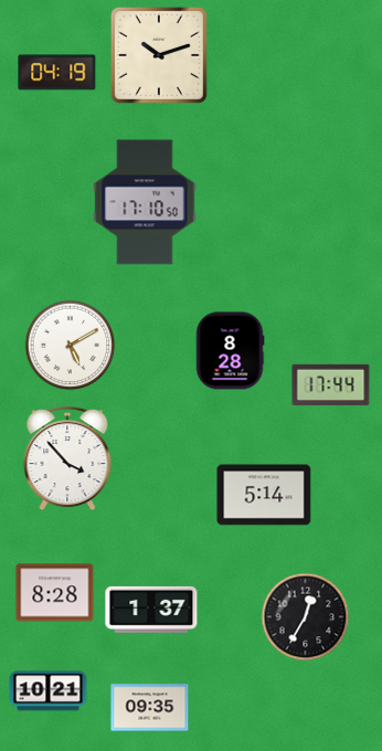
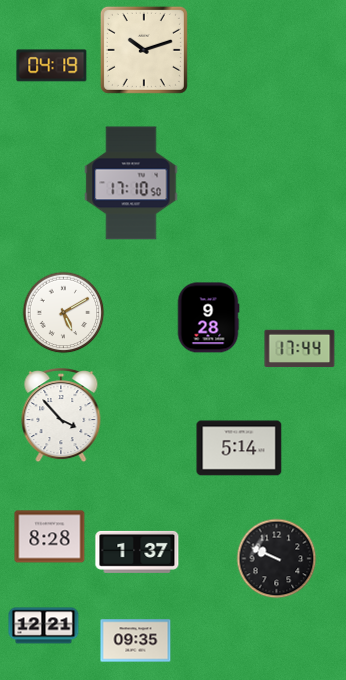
clock at (230, 351): 8:28 -> 9:28
clock at (306, 617): 12:35 -> 9:49
clock at (49, 691): 10:21 -> 12:21
